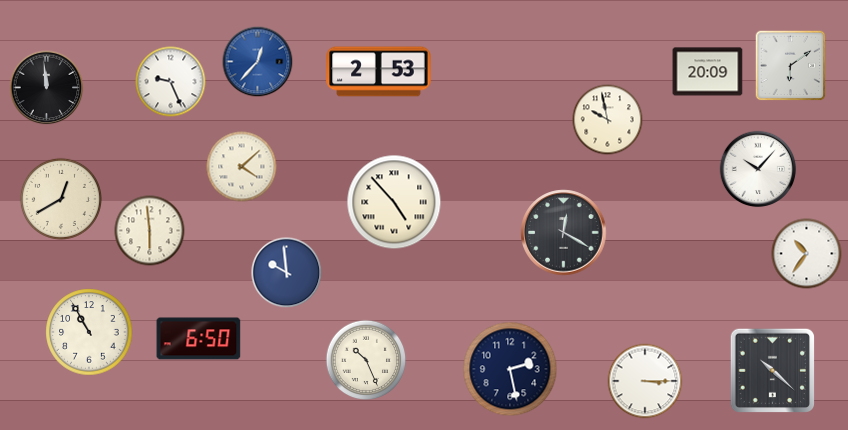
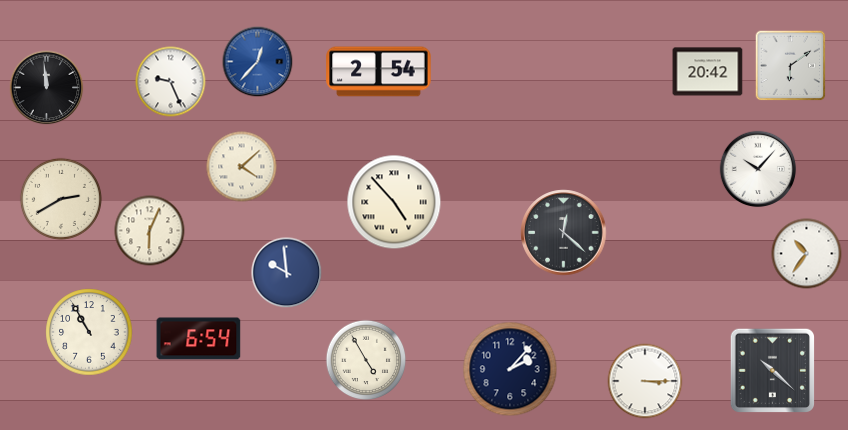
clock at (379, 72): 2:53 -> 2:54
clock at (708, 72): 20:09 -> 20:42
clock at (608, 120): 9:58 -> none
clock at (61, 199): 12:40 -> 2:40
clock at (150, 231): 5:59 -> 6:04
clock at (564, 233): 12:20 -> 12:22
clock at (199, 339): 6:50 -> 6:54
clock at (366, 360): 10:26 -> 4:55
clock at (510, 369): 2:28 -> 2:07
